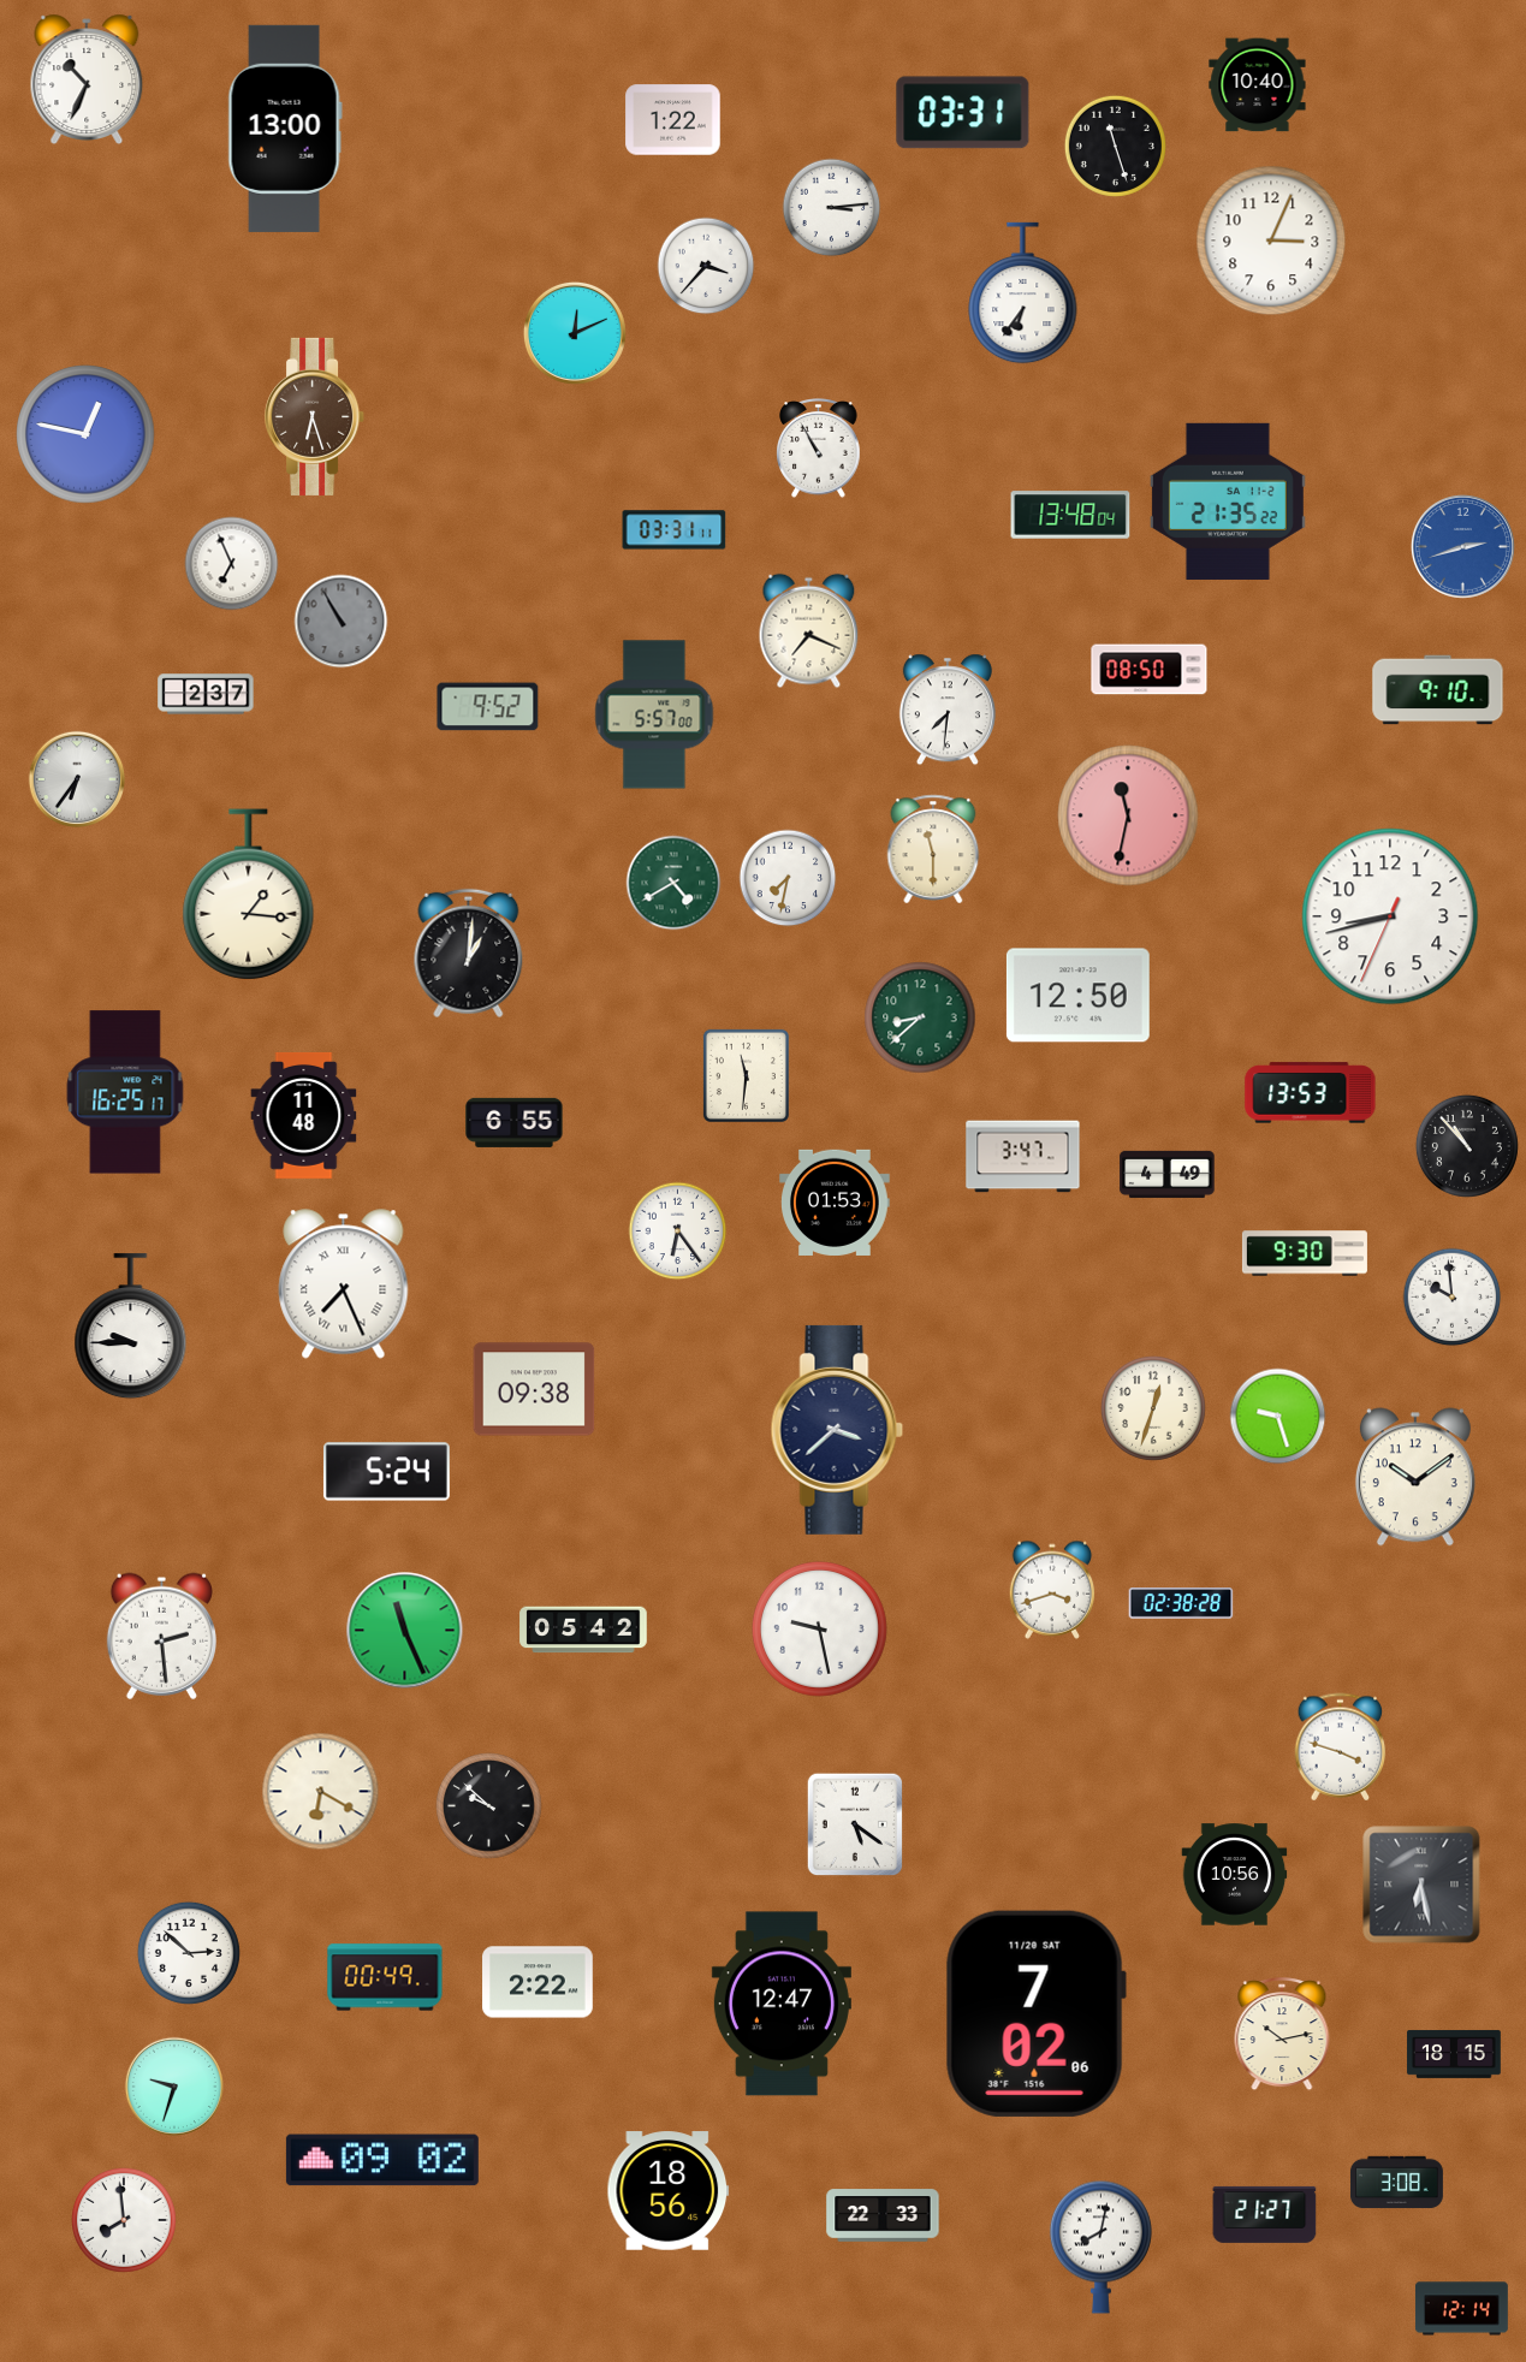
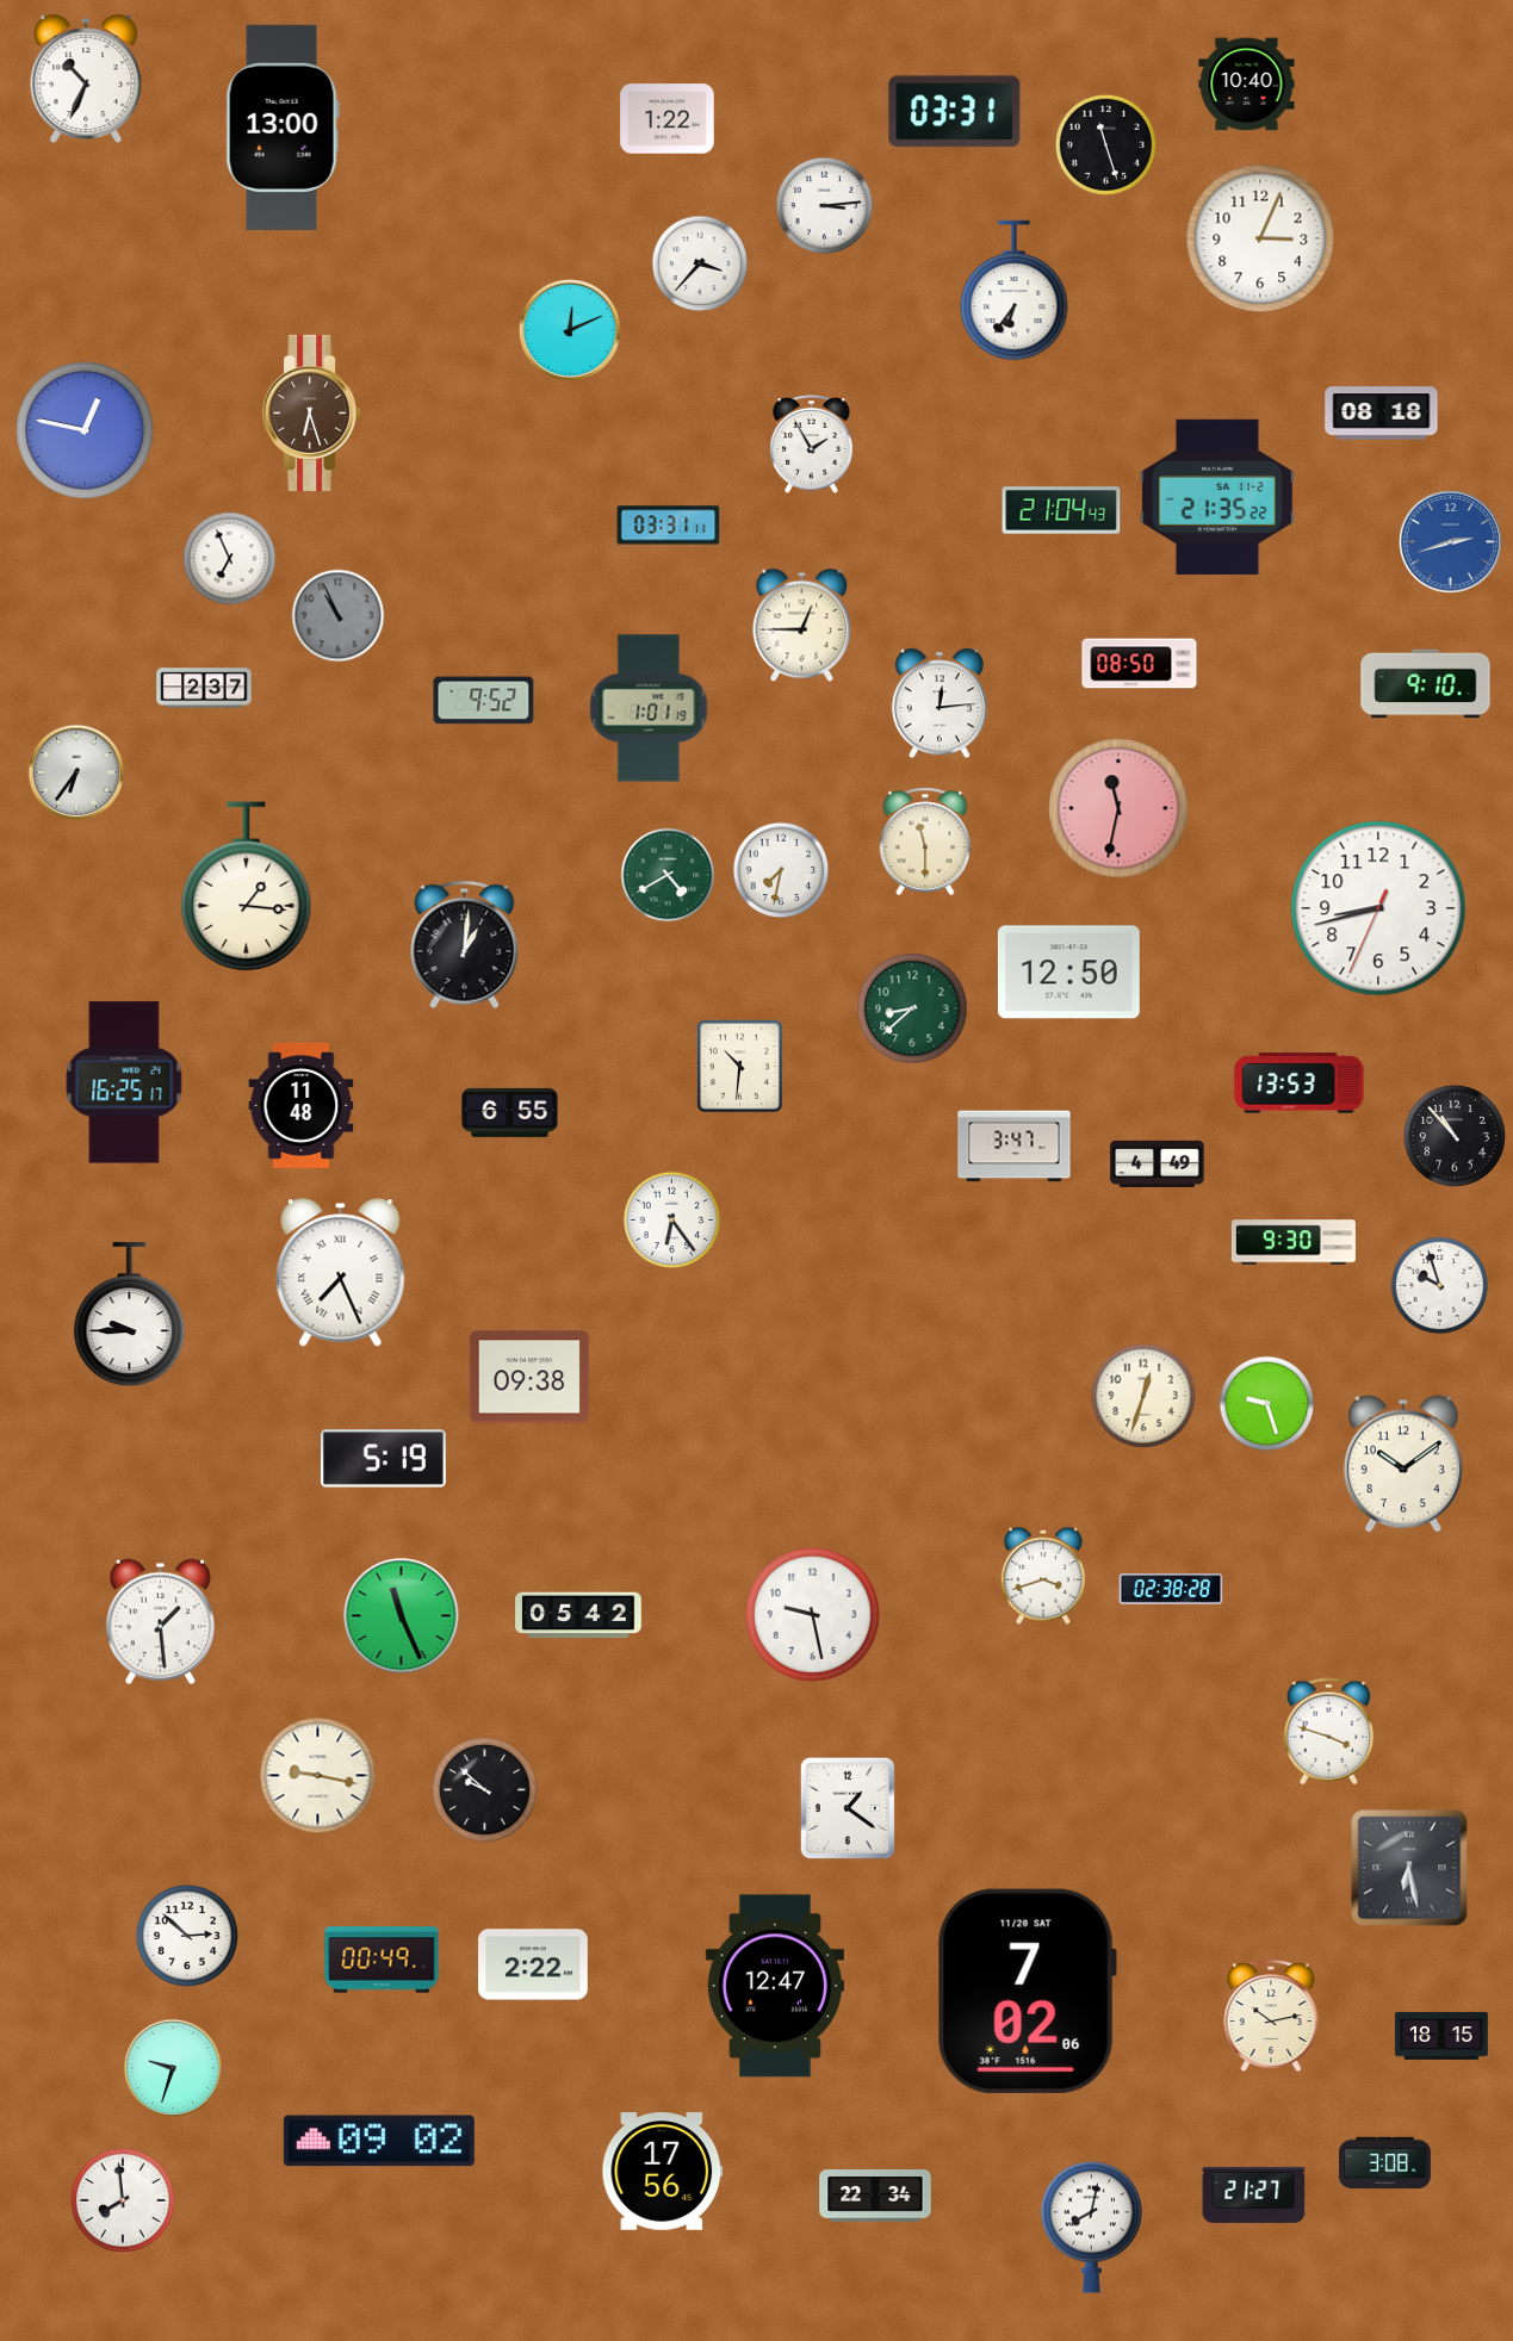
clock at (1382, 414): none -> 08:18
clock at (819, 449): 10:55 -> 1:55
clock at (1070, 515): 13:48 -> 21:04
clock at (342, 622): 10:55 -> 10:56
clock at (809, 631): 7:19 -> 12:45
clock at (948, 710): 7:31 -> 12:14
clock at (654, 714): 5:57 -> 1:01
clock at (1077, 996) position: (1077, 996) -> (1068, 973)
clock at (746, 1075): 11:31 -> 10:31
clock at (835, 1203): 01:53 -> none
clock at (1453, 1298): 9:59 -> 9:57
clock at (837, 1430): 3:38 -> none
clock at (386, 1472): 5:24 -> 5:19
clock at (161, 1636): 2:29 -> 1:29
clock at (321, 1792): 6:20 -> 9:17
clock at (855, 1824): 5:21 -> 1:21
clock at (1235, 1875): 10:56 -> none
clock at (1035, 2013) position: (1035, 2013) -> (1027, 1991)
clock at (669, 2191): 18:56 -> 17:56
clock at (883, 2215): 22:33 -> 22:34
clock at (1461, 2309): 12:14 -> none
